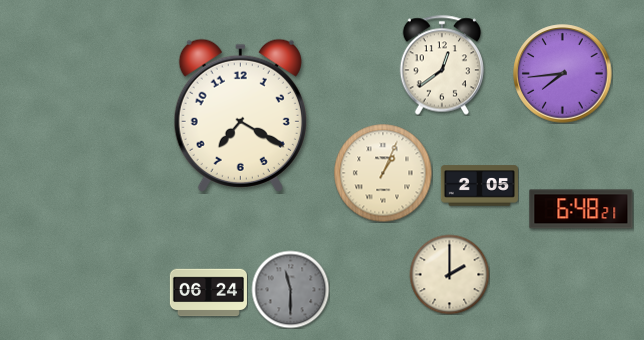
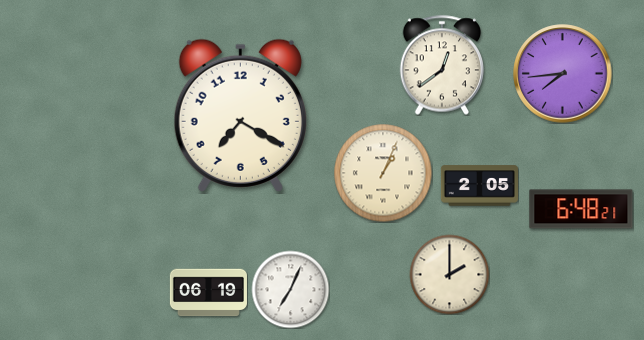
clock at (290, 289): 11:30 -> 7:04
clock at (290, 289) dial: grey -> white
clock at (208, 293): 06:24 -> 06:19
